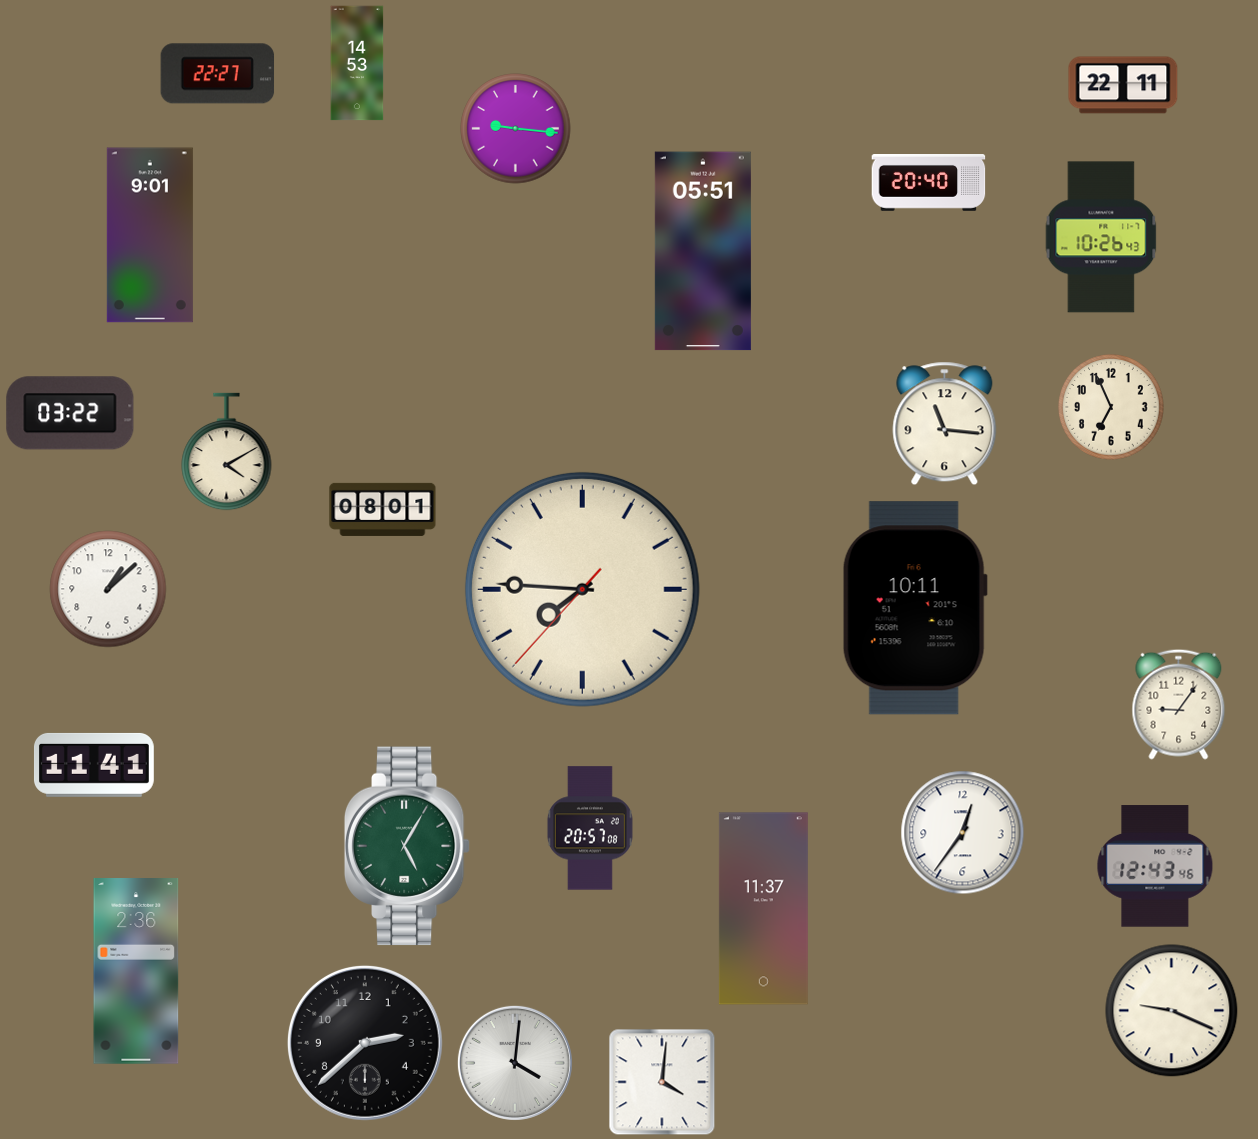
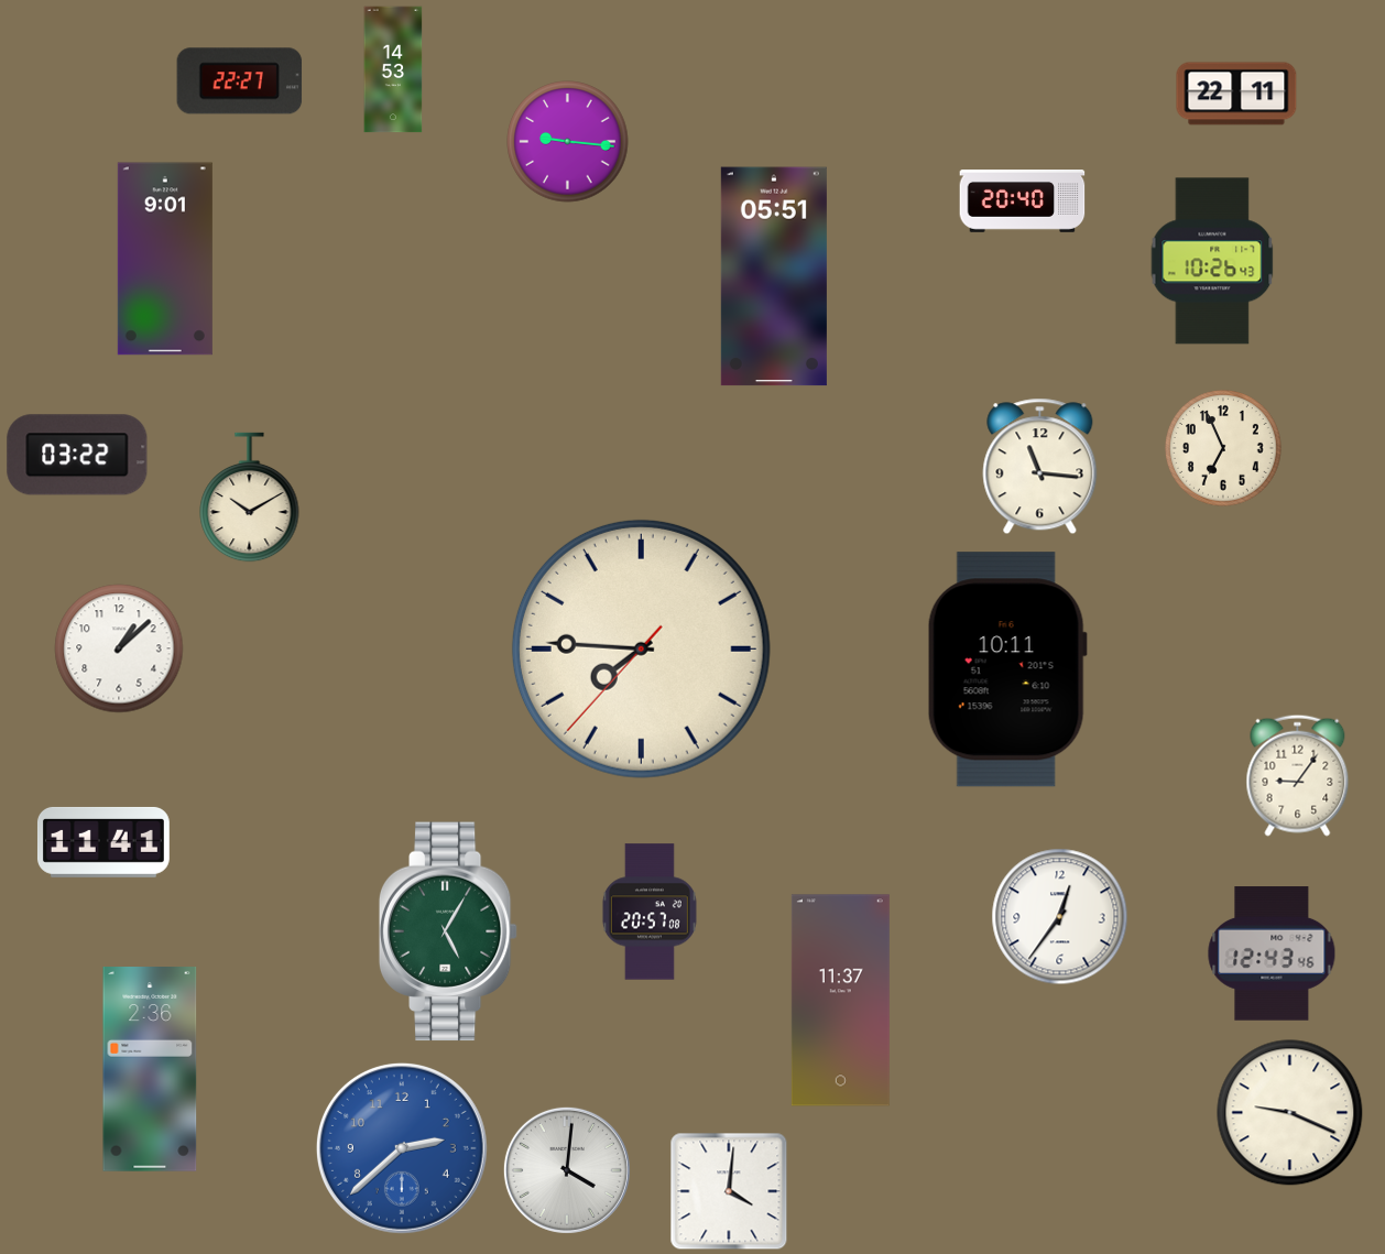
clock at (227, 452): 4:10 -> 10:10
clock at (383, 509): 08:01 -> none
clock at (365, 1043) dial: black -> blue
